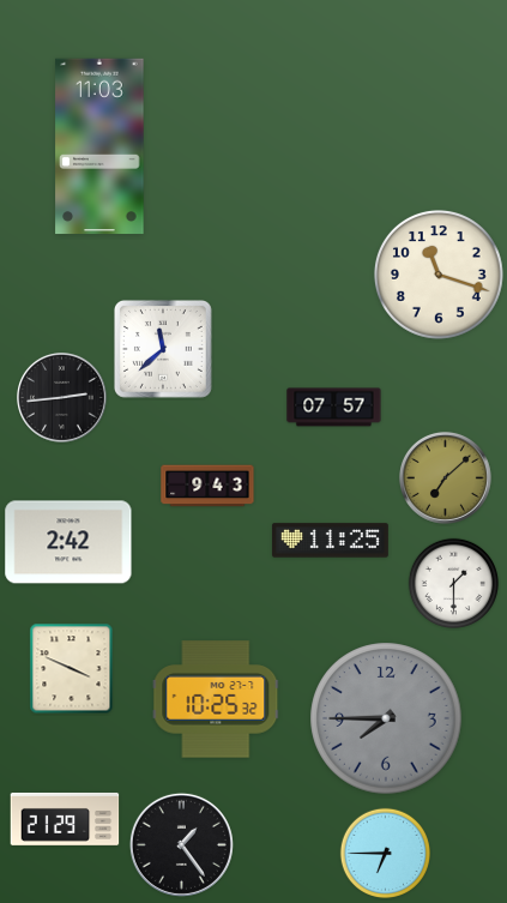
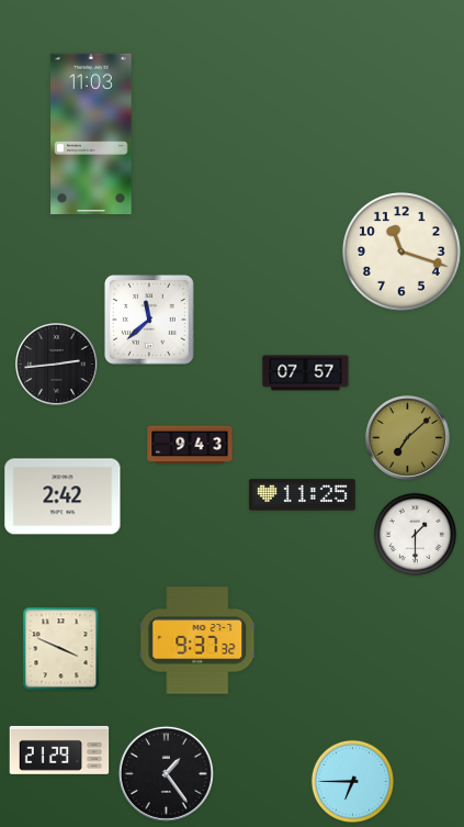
clock at (72, 669) position: (72, 669) -> (61, 649)
clock at (216, 699): 10:25 -> 9:37
clock at (386, 718): 7:45 -> none
